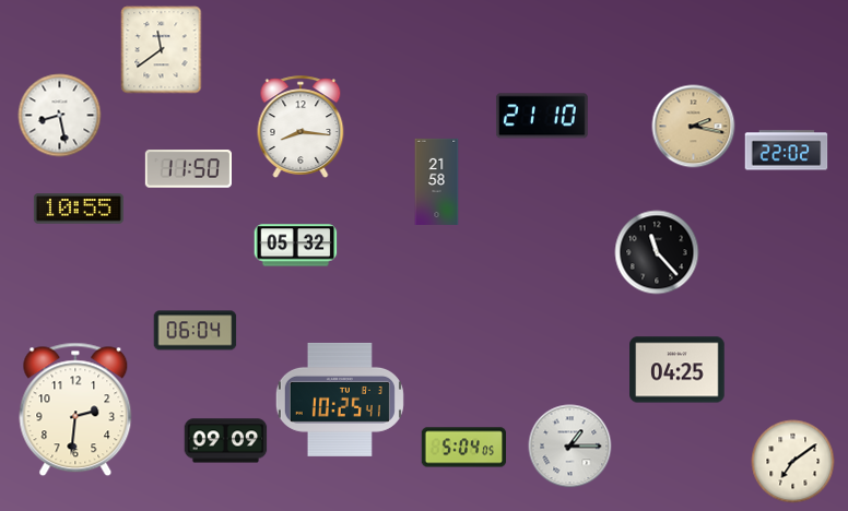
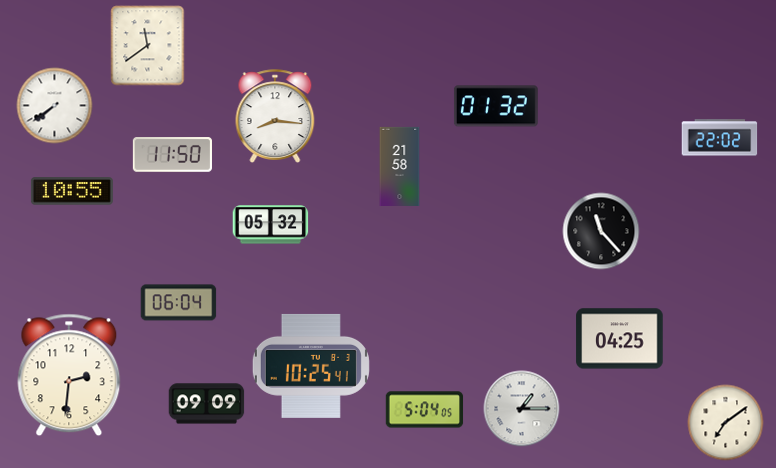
clock at (60, 116): 8:28 -> 7:39
clock at (542, 116): 21:10 -> 01:32
clock at (694, 127): 2:17 -> none
